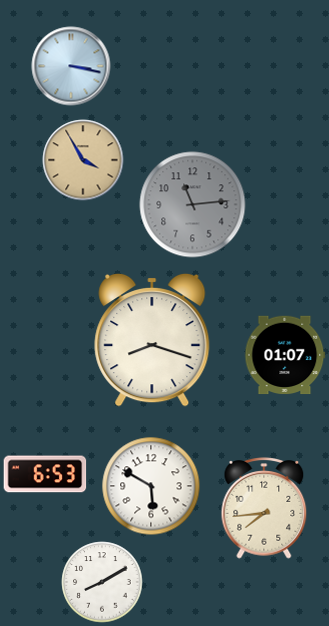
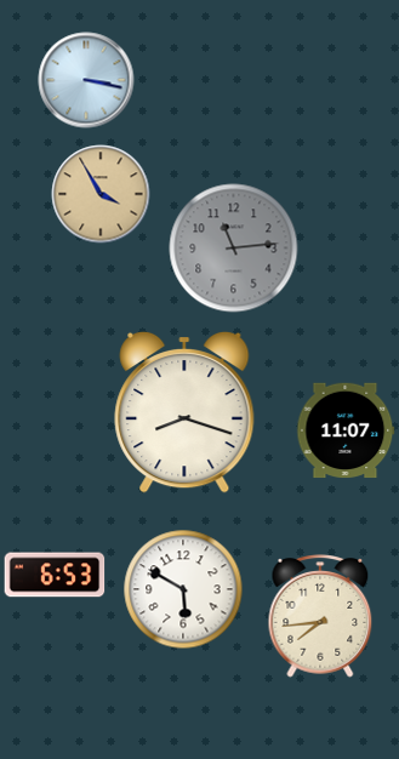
clock at (285, 355): 01:07 -> 11:07
clock at (102, 582): 8:10 -> none
